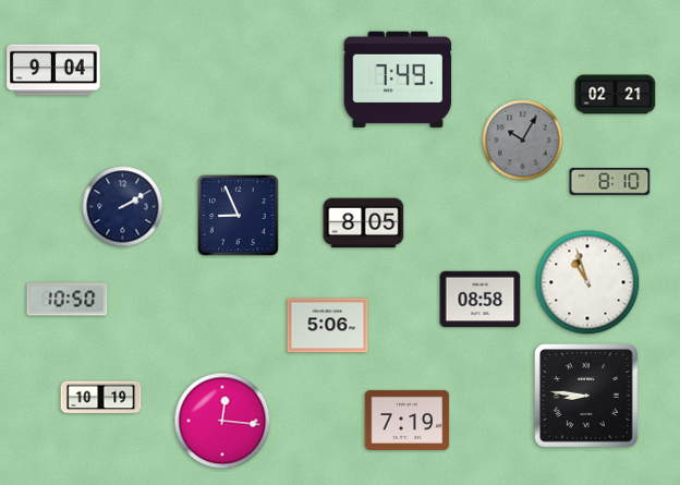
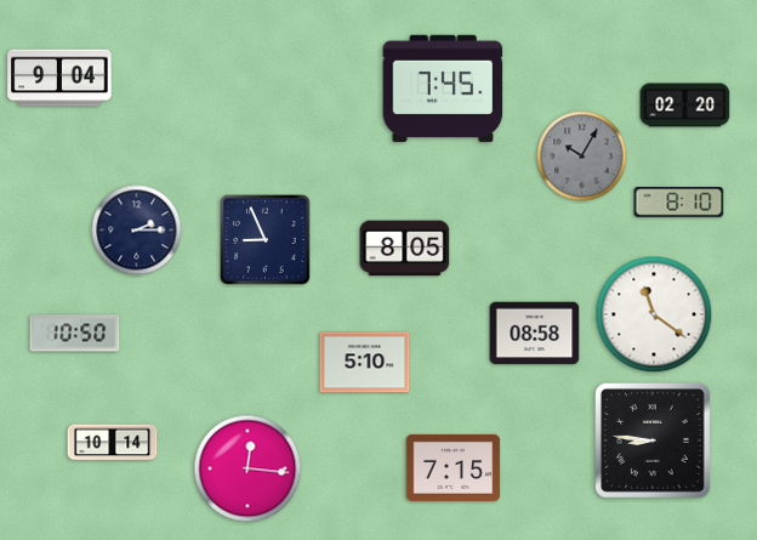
clock at (398, 80): 7:49 -> 7:45
clock at (616, 95): 02:21 -> 02:20
clock at (123, 207): 2:10 -> 2:15
clock at (587, 282): 10:57 -> 11:21
clock at (328, 326): 5:06 -> 5:10
clock at (101, 398): 10:19 -> 10:14
clock at (408, 420): 7:19 -> 7:15
